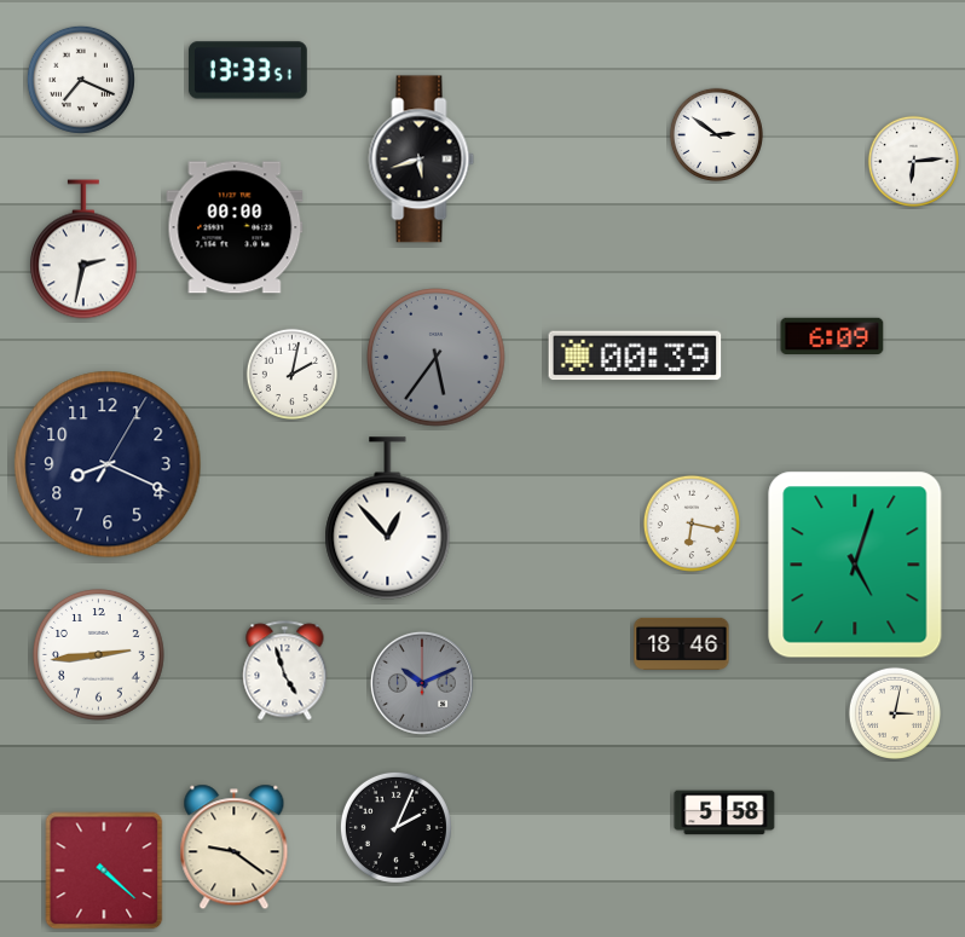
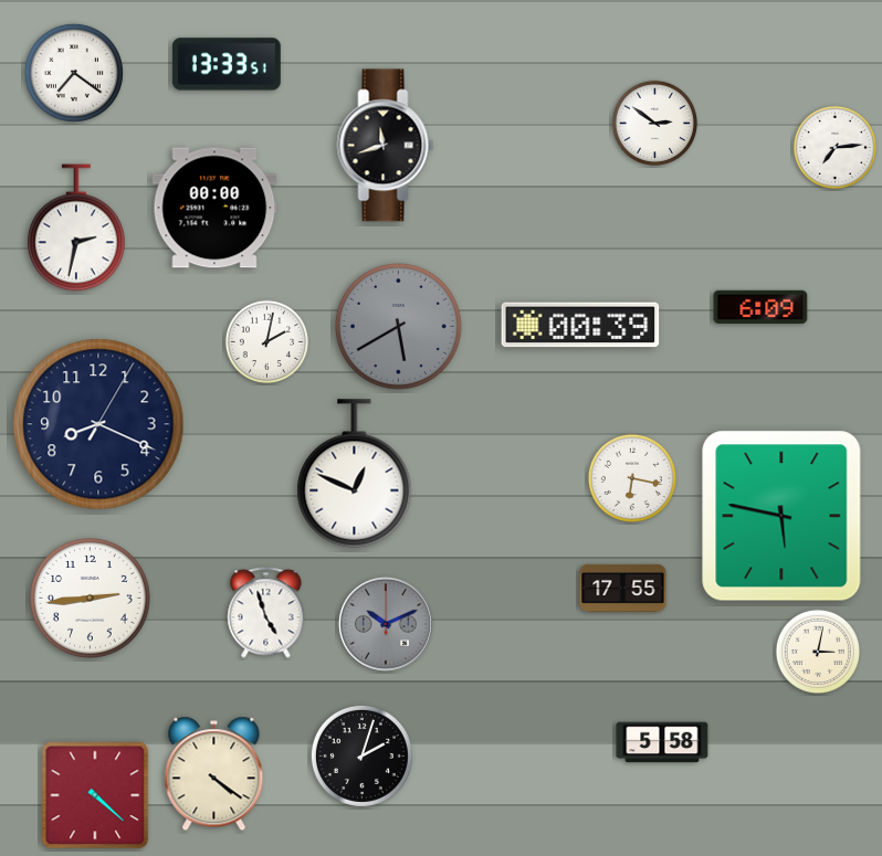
clock at (81, 80): 7:19 -> 7:21
clock at (422, 160): 5:42 -> 11:42
clock at (913, 161): 6:14 -> 7:14
clock at (437, 358): 5:36 -> 5:40
clock at (388, 519): 12:53 -> 12:49
clock at (855, 565): 5:03 -> 5:47
clock at (682, 643): 18:46 -> 17:55
clock at (285, 671) position: (285, 671) -> (266, 613)
clock at (395, 827): 2:04 -> 2:03
clock at (235, 848): 9:21 -> 4:21
